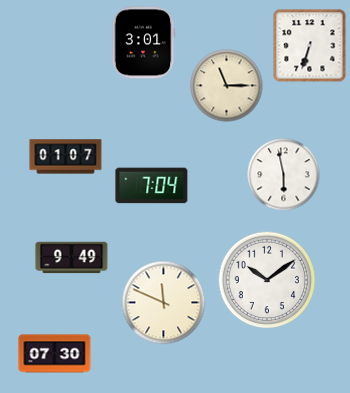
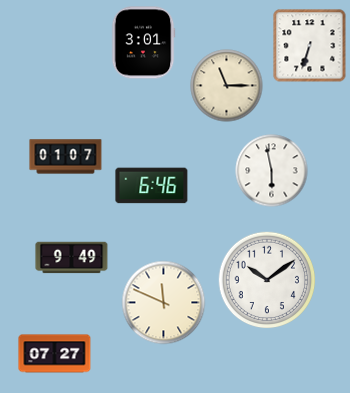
clock at (284, 175) position: (284, 175) -> (272, 171)
clock at (152, 186): 7:04 -> 6:46
clock at (55, 354): 07:30 -> 07:27
